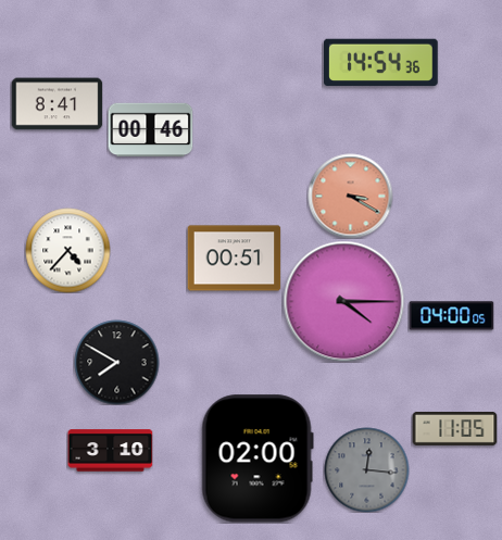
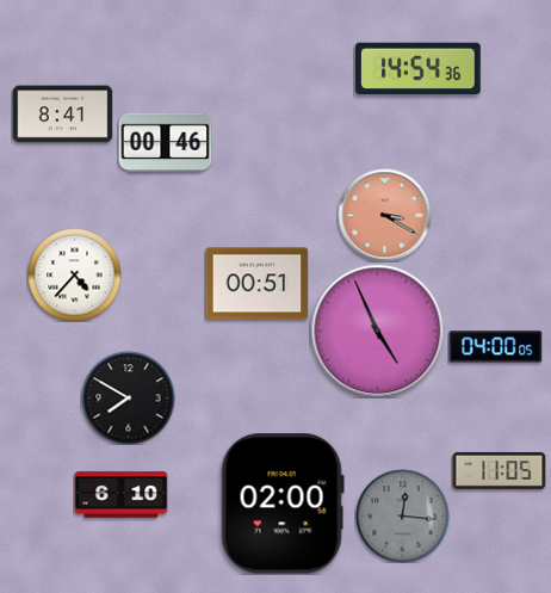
clock at (343, 301): 4:15 -> 4:56
clock at (110, 451): 3:10 -> 6:10
